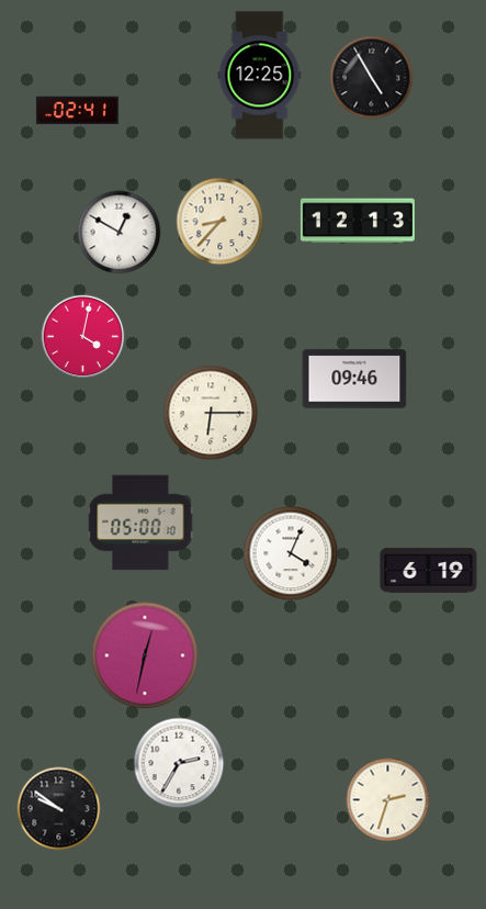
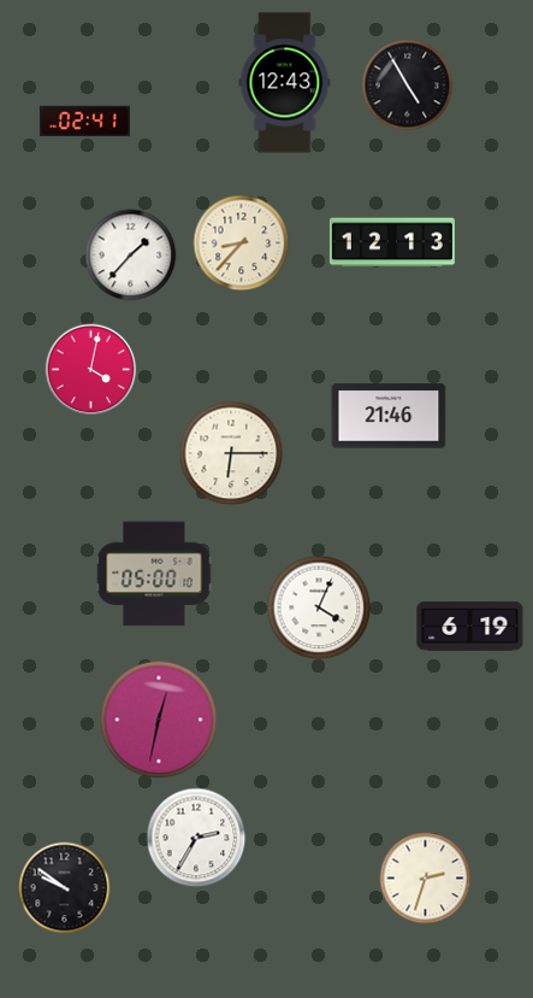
clock at (260, 76): 12:25 -> 12:43
clock at (120, 233): 12:50 -> 1:37
clock at (354, 379): 09:46 -> 21:46
